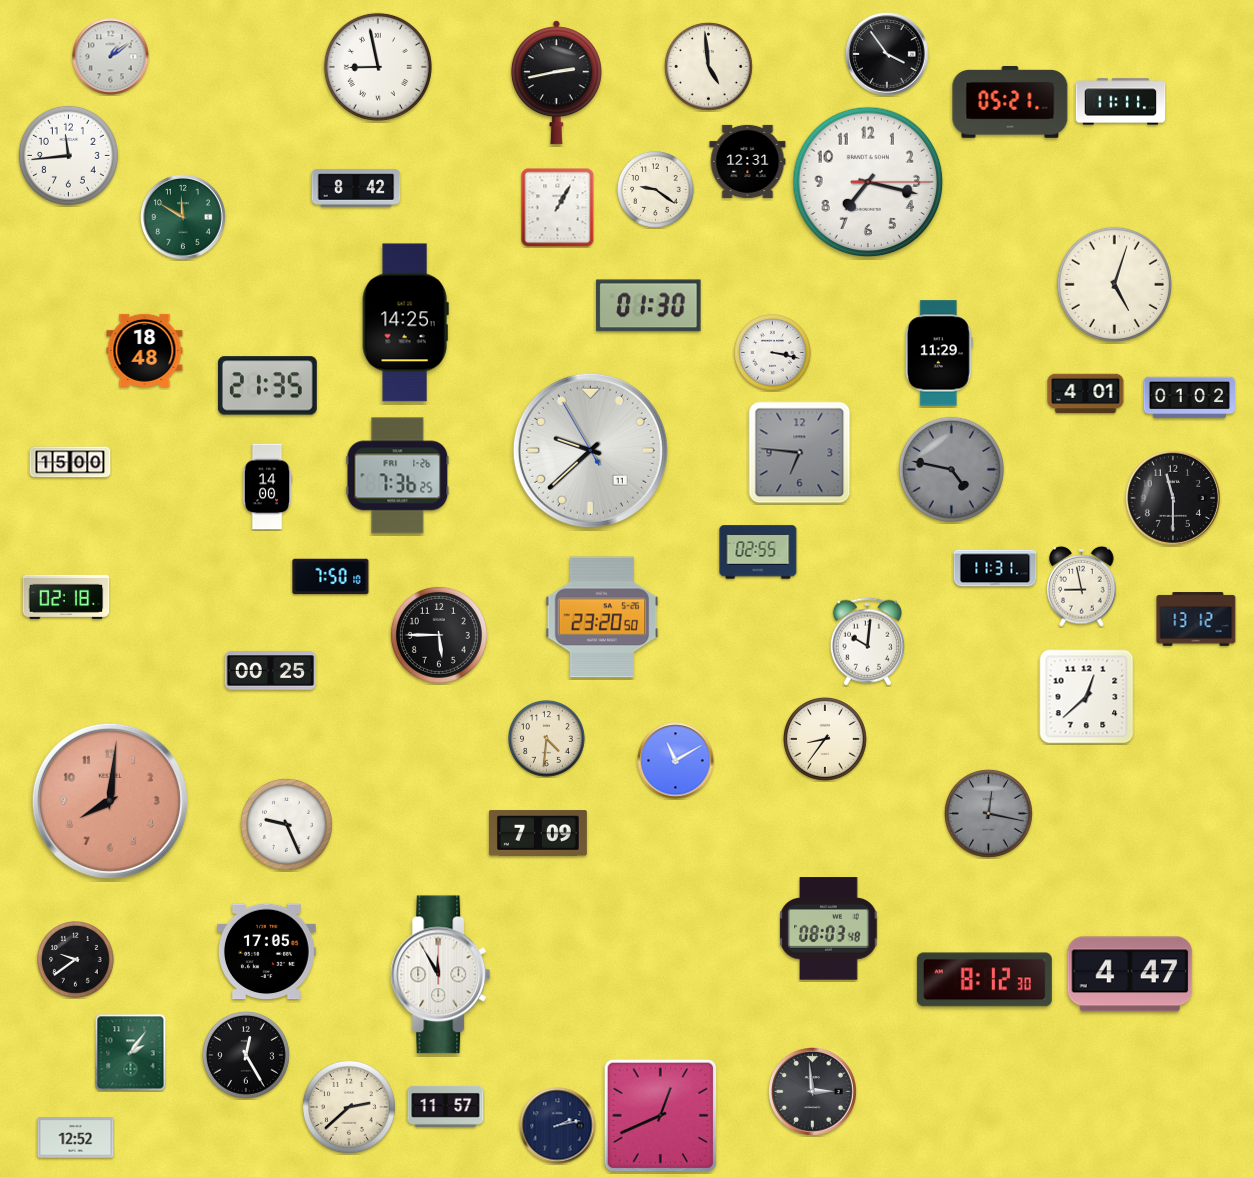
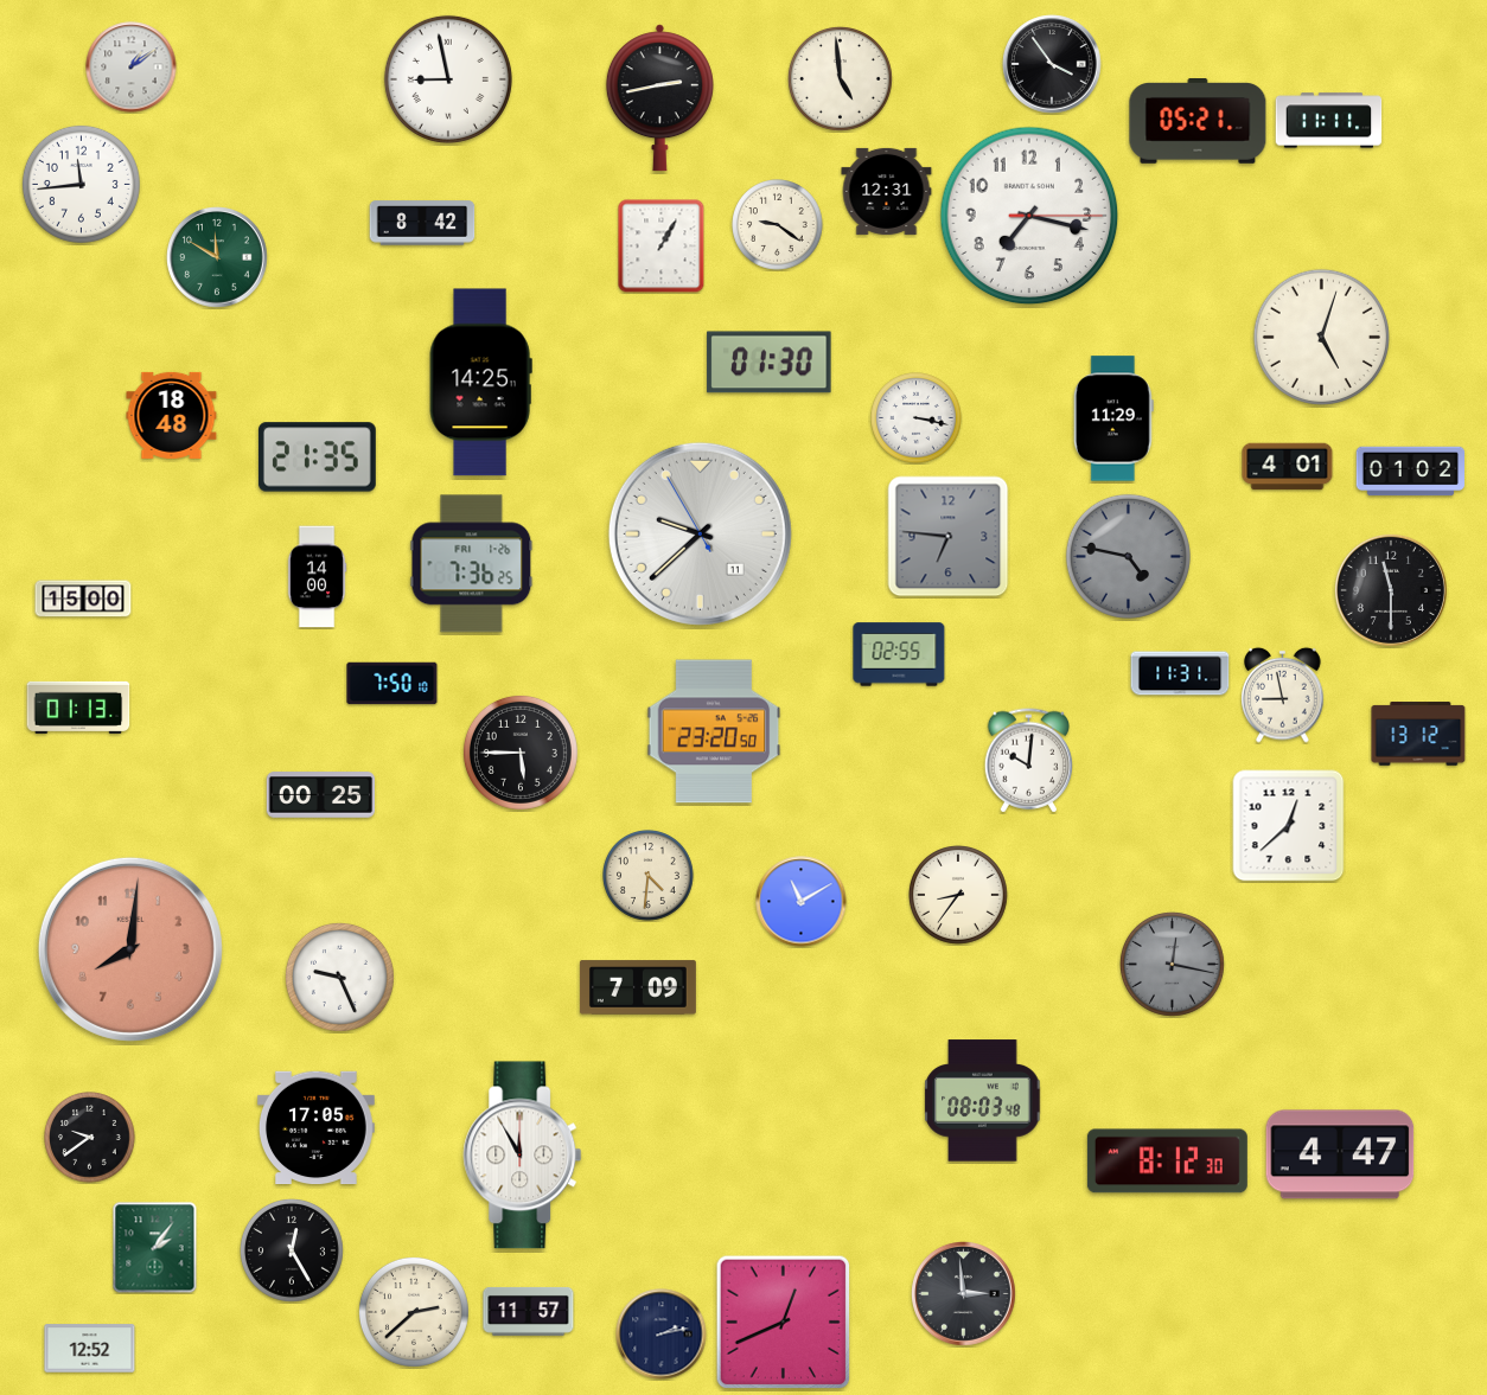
clock at (70, 462) position: (70, 462) -> (83, 599)
clock at (66, 597): 02:18 -> 01:13
clock at (826, 740) position: (826, 740) -> (959, 896)
